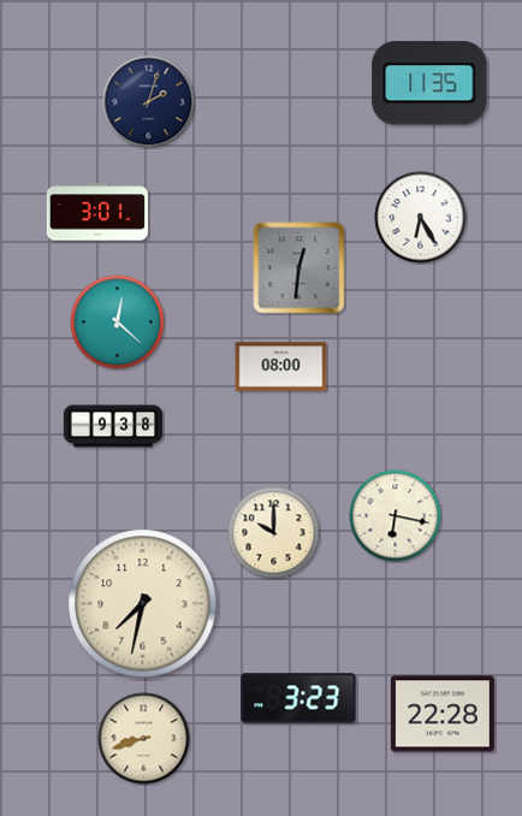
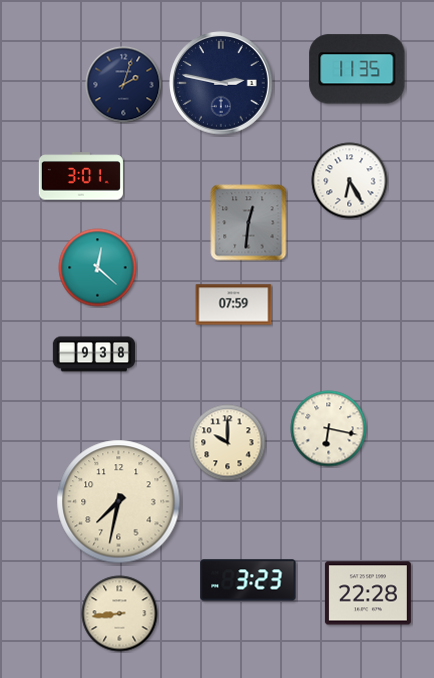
clock at (221, 83): none -> 2:47
clock at (281, 367): 08:00 -> 07:59
clock at (144, 739): 8:42 -> 8:44
